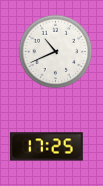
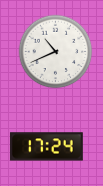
clock at (46, 147): 17:25 -> 17:24
